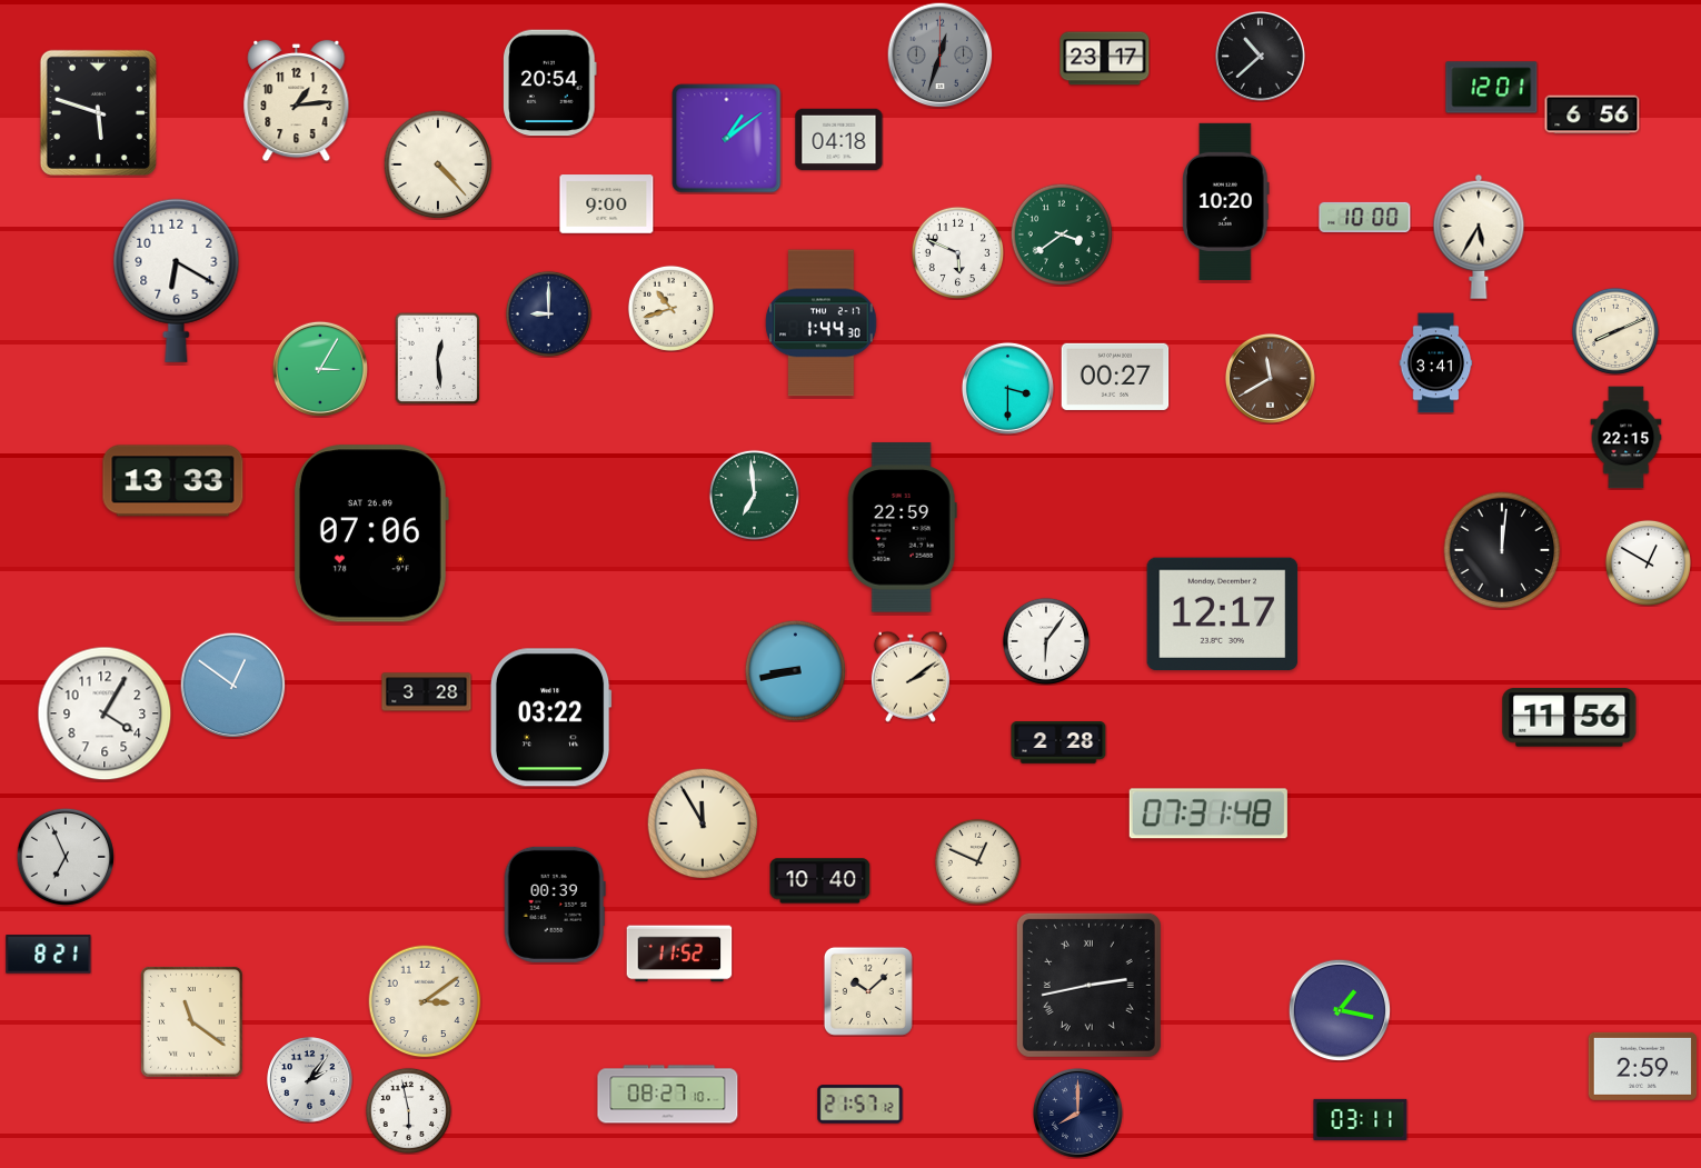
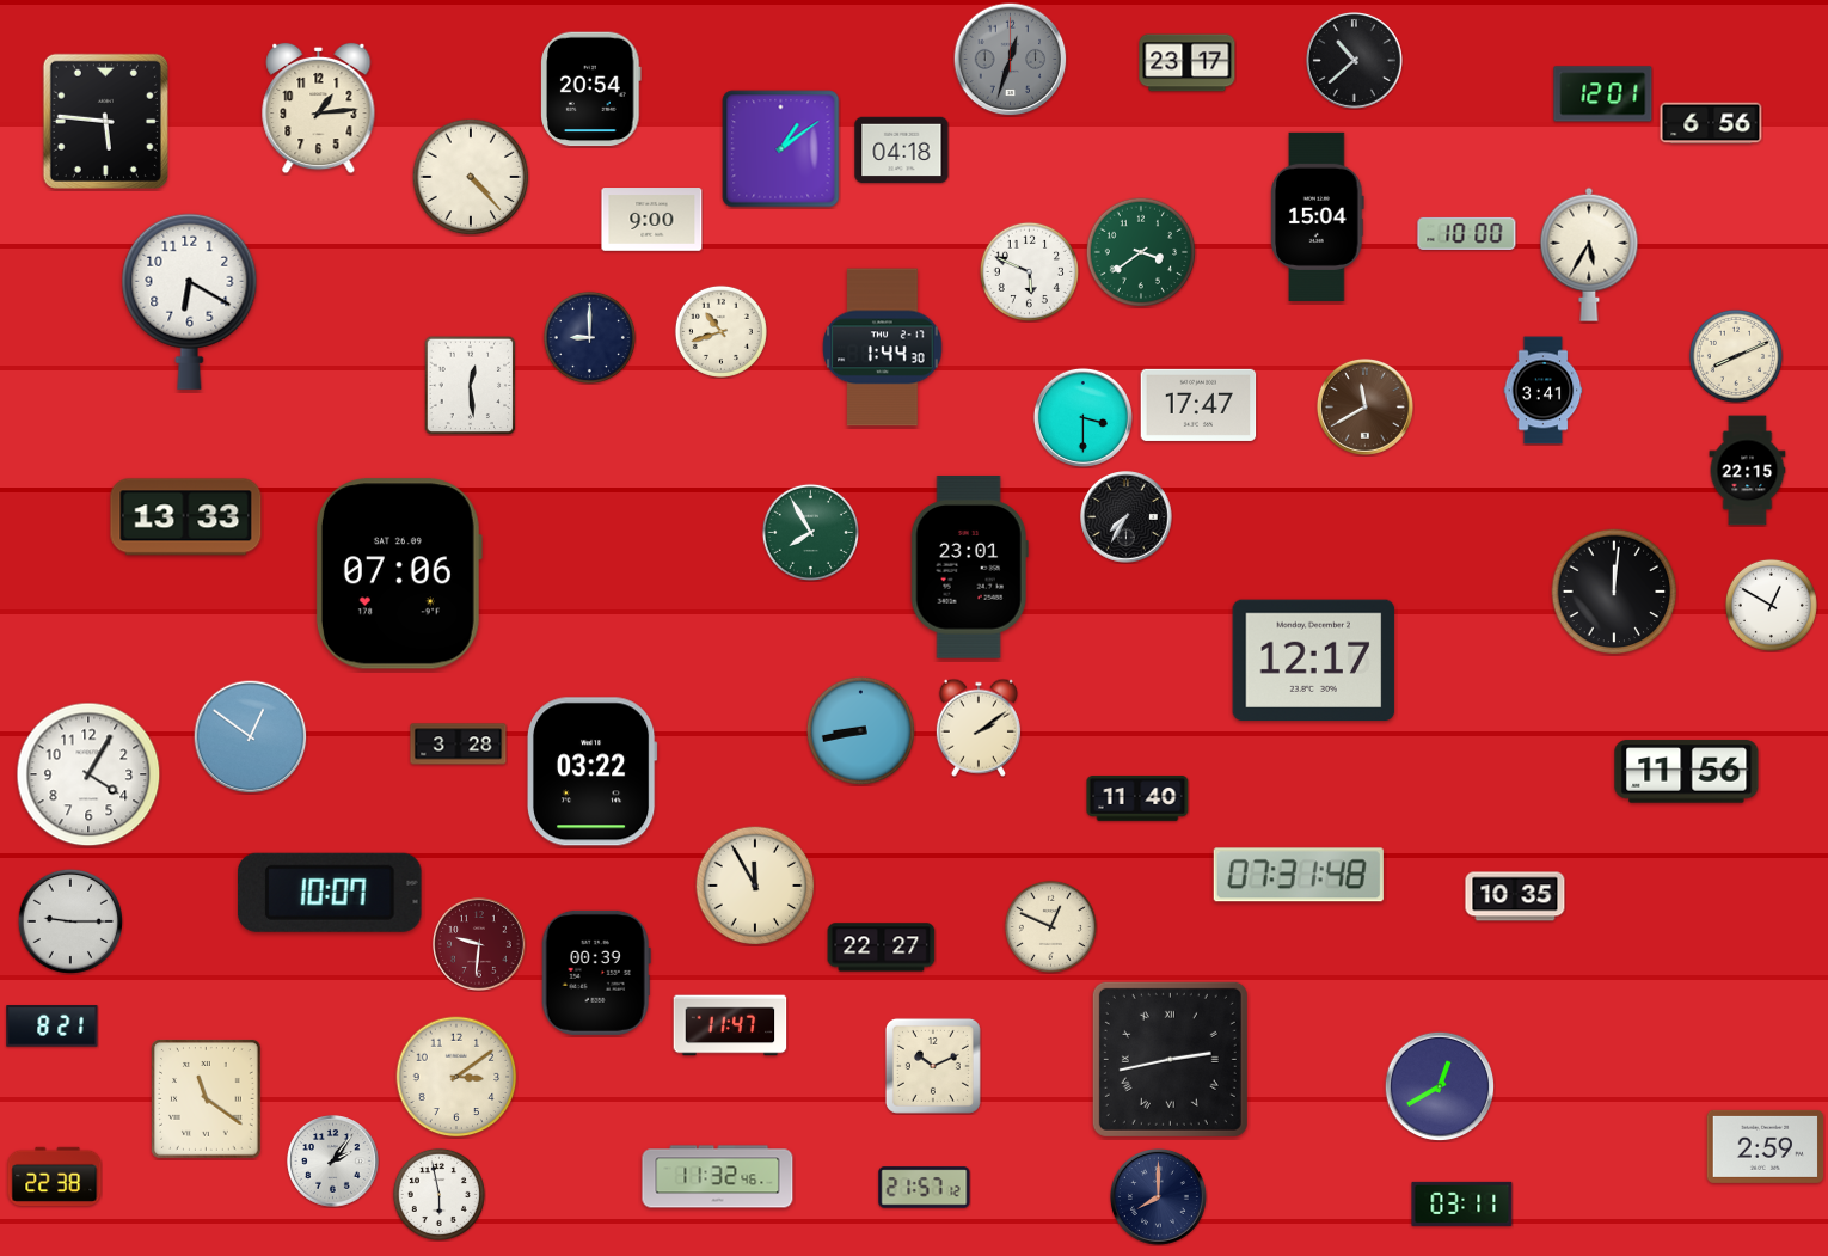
clock at (98, 112): 5:48 -> 5:46
clock at (1226, 201): 10:20 -> 15:04
clock at (320, 369): 3:05 -> none
clock at (1115, 377): 00:27 -> 17:47
clock at (1127, 517): none -> 7:35
clock at (754, 495): 6:59 -> 7:55
clock at (902, 528): 22:59 -> 23:01
clock at (1046, 641): 6:06 -> none
clock at (795, 670) position: (795, 670) -> (860, 730)
clock at (105, 713) position: (105, 713) -> (88, 774)
clock at (1058, 742): 2:28 -> 11:40
clock at (330, 893): none -> 10:07
clock at (1515, 896): none -> 10:35
clock at (66, 857): 6:56 -> 9:15
clock at (480, 945): none -> 9:31
clock at (820, 881): 10:40 -> 22:27
clock at (679, 954): 11:52 -> 11:47
clock at (868, 991): 10:08 -> 10:11
clock at (1340, 1010): 1:17 -> 12:40
clock at (55, 1177): none -> 22:38
clock at (668, 1095): 08:27 -> 11:32
